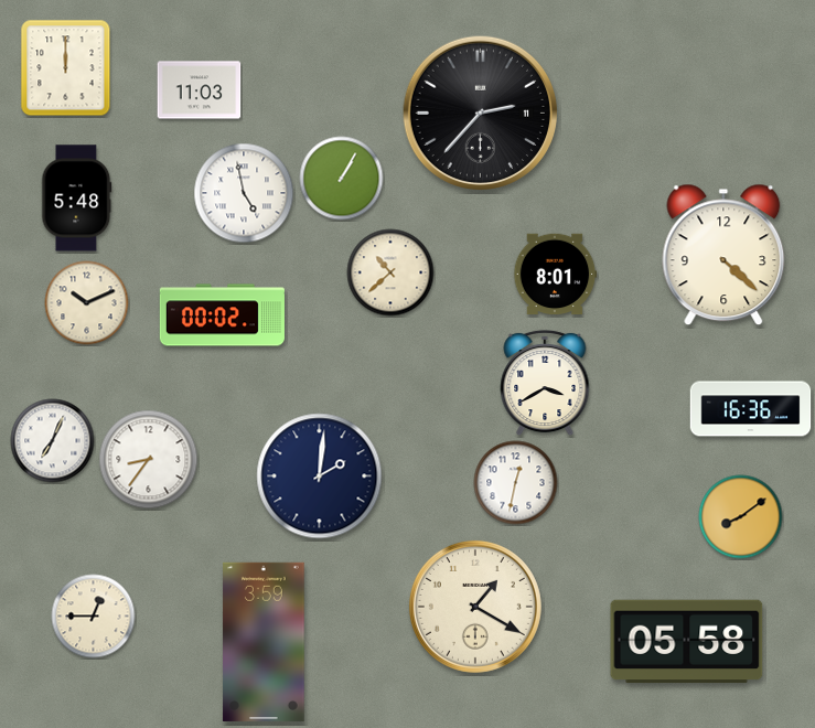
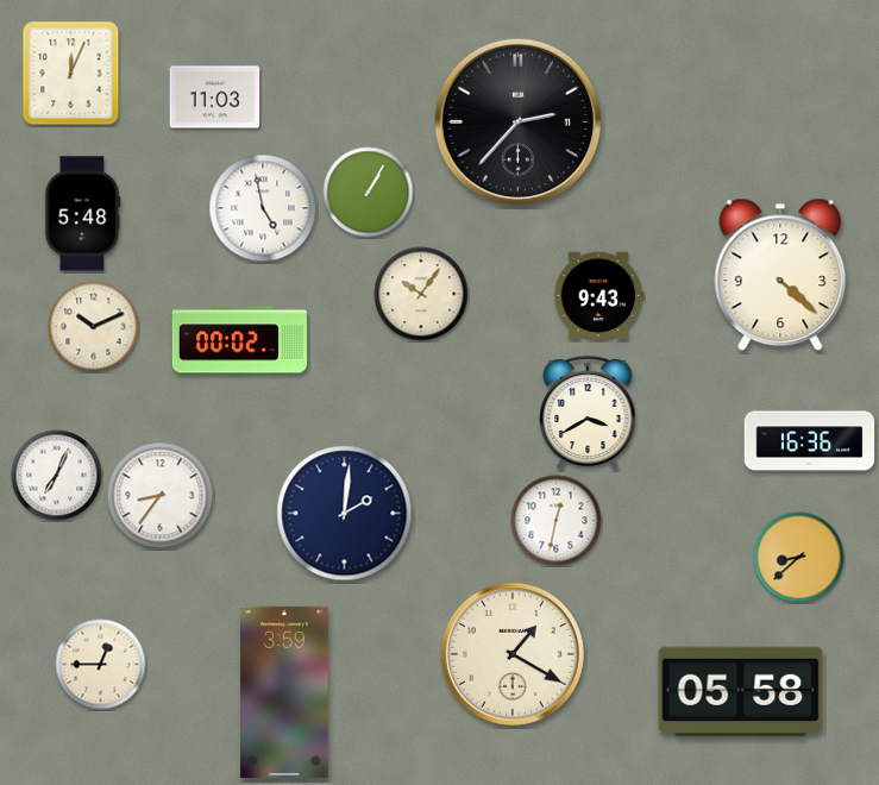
clock at (66, 68): 12:00 -> 12:04
clock at (390, 272): 10:38 -> 10:06
clock at (555, 275): 8:01 -> 9:43
clock at (741, 517): 8:09 -> 8:38
